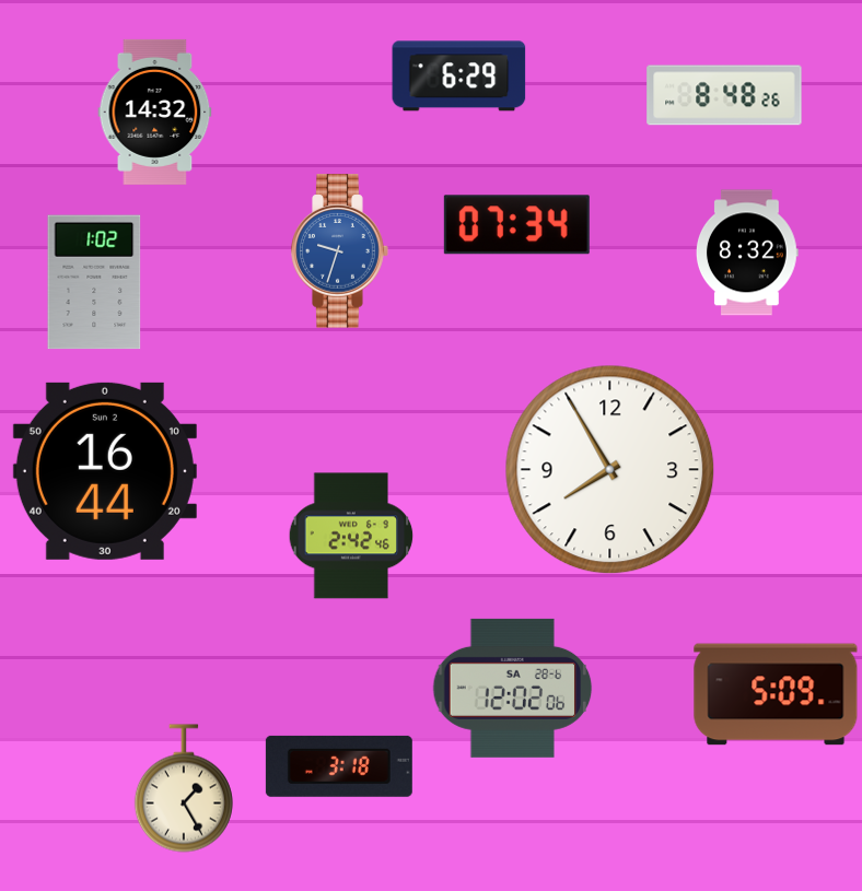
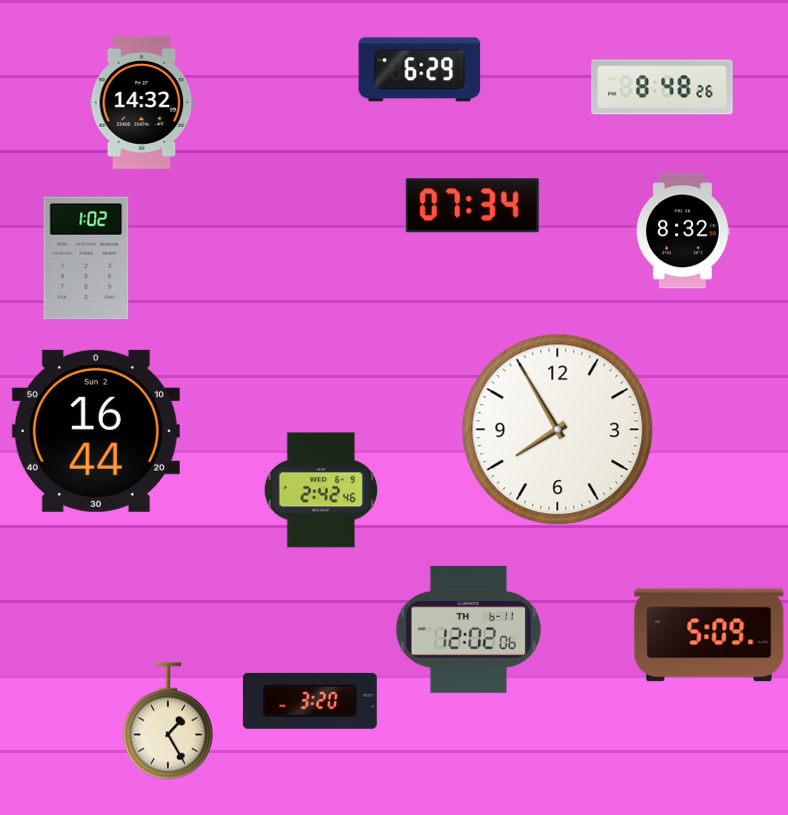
clock at (340, 251): 9:33 -> none
clock at (513, 688) date: SA 28-6 -> TH 6-11
clock at (339, 766): 3:18 -> 3:20
